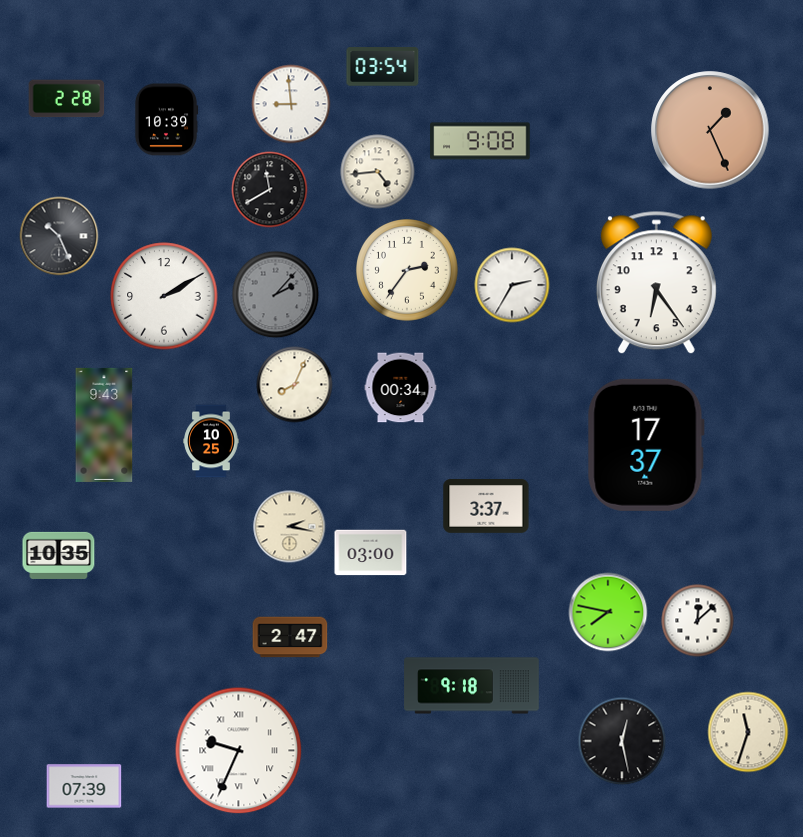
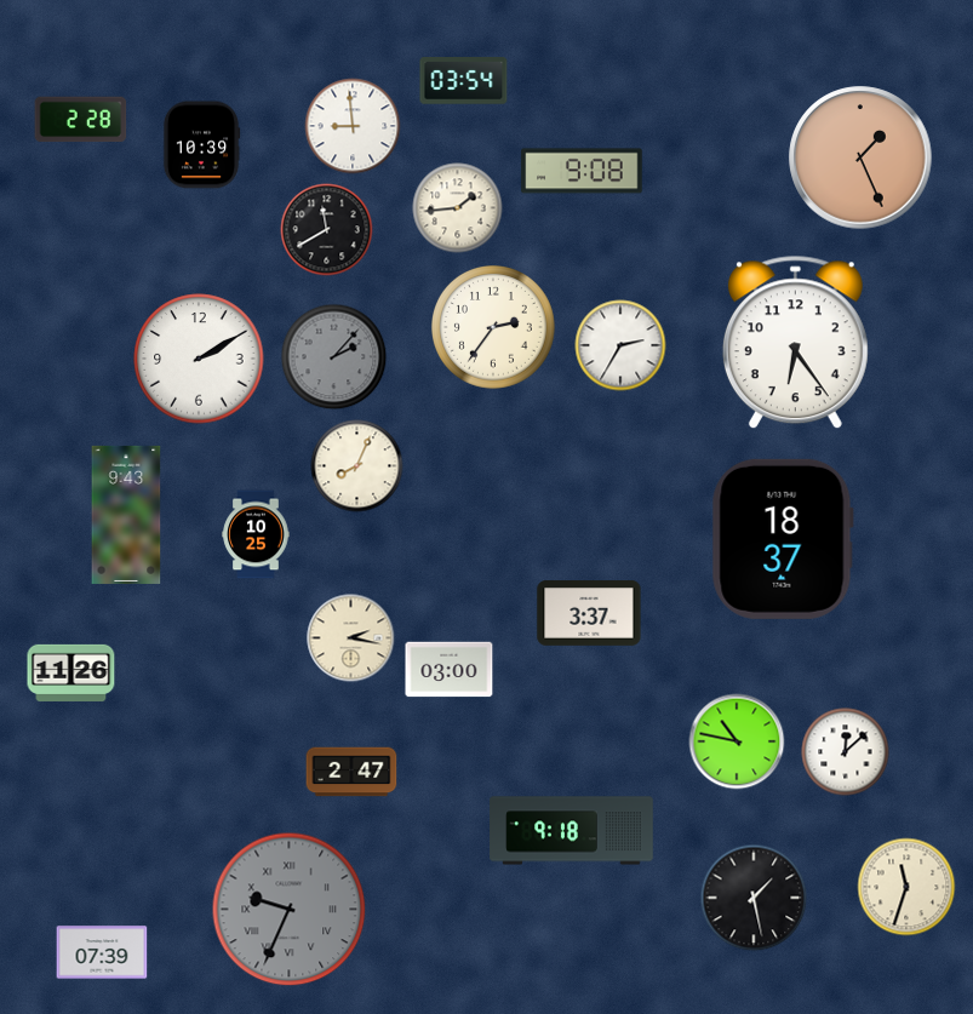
clock at (378, 172): 4:44 -> 1:44
clock at (59, 236): 10:26 -> none
clock at (401, 388): 00:34 -> none
clock at (646, 445): 17:37 -> 18:37
clock at (59, 555): 10:35 -> 11:26
clock at (608, 612): 7:47 -> 10:47
clock at (622, 741): 12:28 -> 1:28
clock at (239, 751) dial: white -> grey
